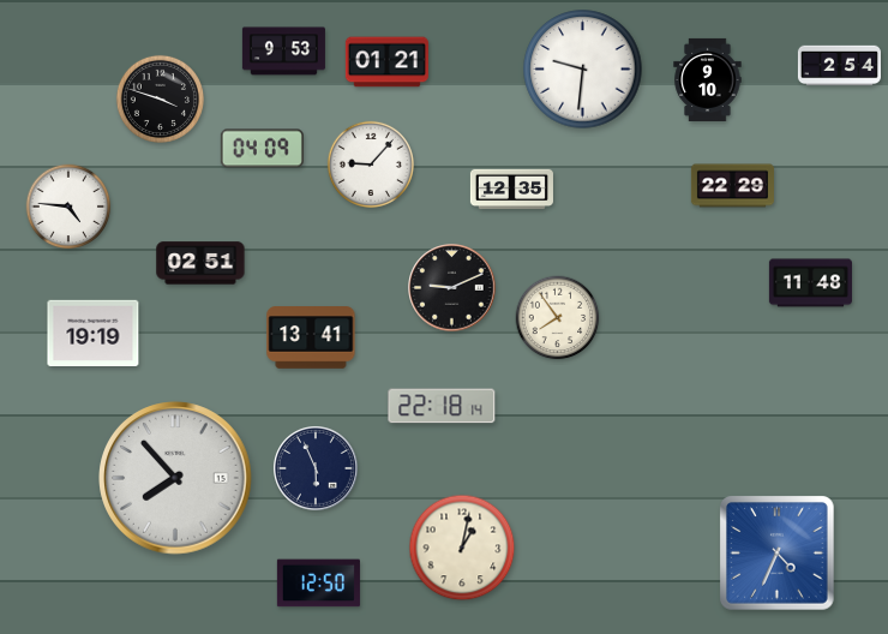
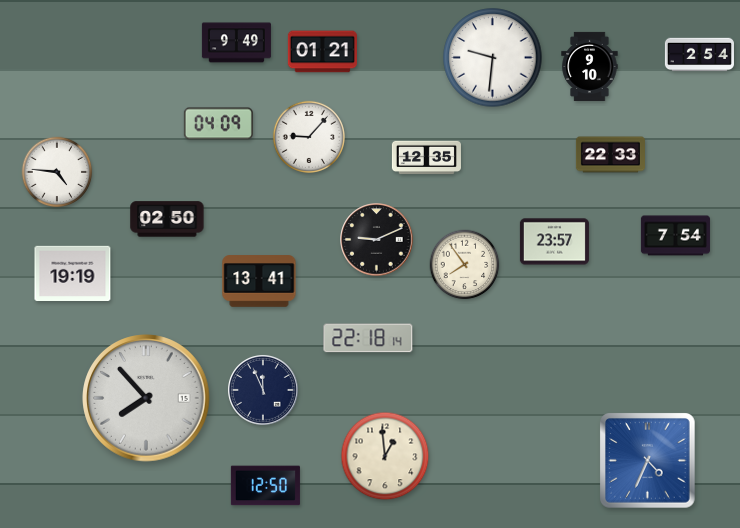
clock at (283, 52): 9:53 -> 9:49
clock at (583, 70) position: (583, 70) -> (493, 58)
clock at (160, 98): 3:48 -> none
clock at (732, 186): 22:29 -> 22:33
clock at (200, 263): 02:51 -> 02:50
clock at (810, 283): 11:48 -> 7:54
clock at (554, 242): none -> 23:57
clock at (94, 333) position: (94, 333) -> (73, 273)
clock at (317, 469): 5:56 -> 11:56
clock at (462, 548): 1:02 -> 12:59
